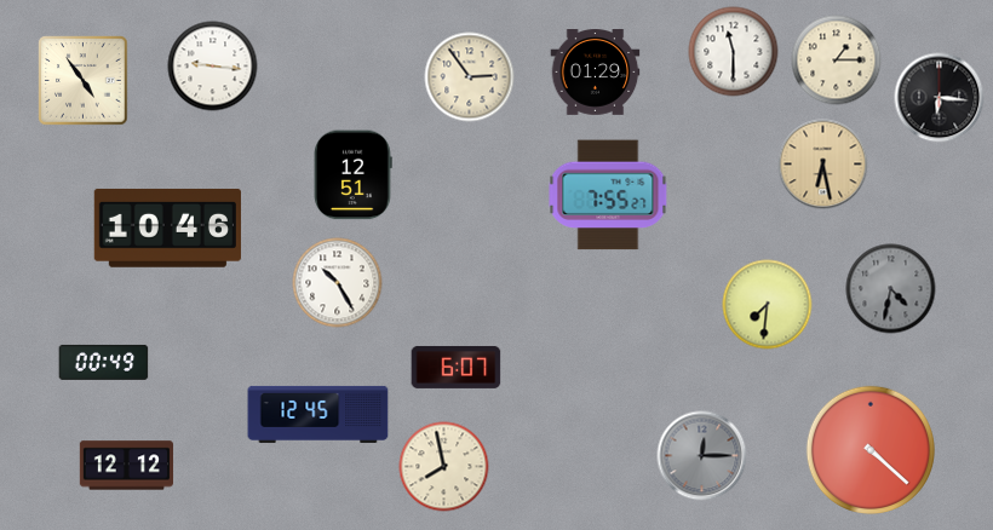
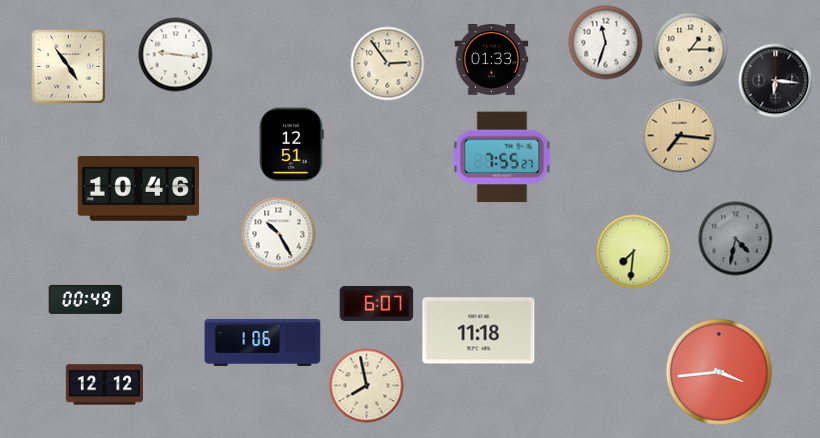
clock at (734, 52): 11:30 -> 11:33
clock at (596, 73): 01:29 -> 01:33
clock at (823, 165): 6:28 -> 7:16
clock at (608, 195) position: (608, 195) -> (502, 157)
clock at (479, 331): none -> 11:18
clock at (318, 414): 12:45 -> 1:06
clock at (871, 450): 4:22 -> 3:44
clock at (702, 456): 12:15 -> none
